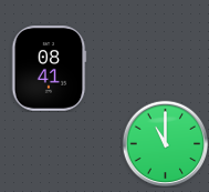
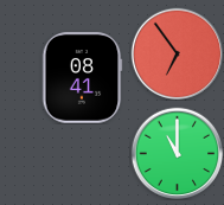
clock at (177, 53): none -> 6:54
clock at (49, 69) position: (49, 69) -> (82, 78)
